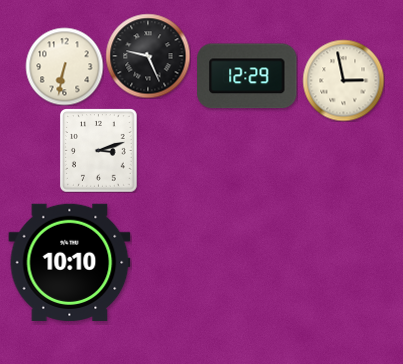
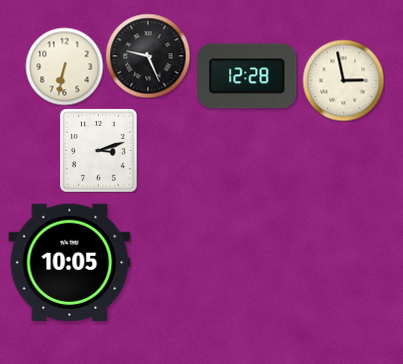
clock at (247, 76): 12:29 -> 12:28
clock at (70, 262): 10:10 -> 10:05
